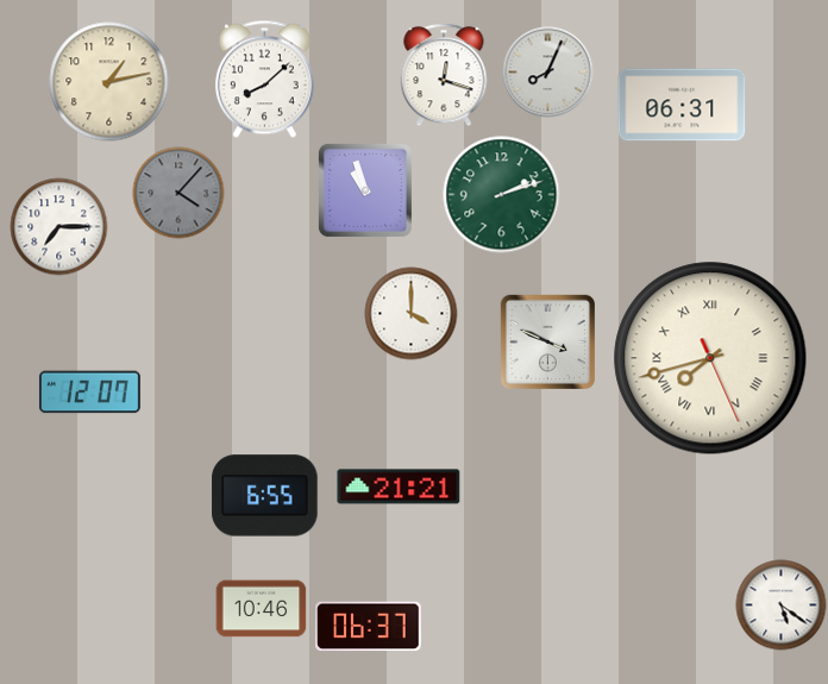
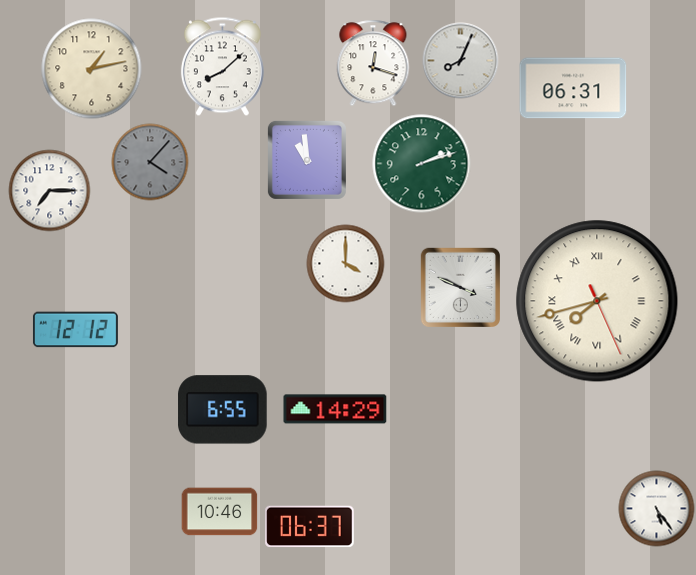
clock at (365, 190): 10:57 -> 10:59
clock at (89, 393): 12:07 -> 12:12
clock at (399, 487): 21:21 -> 14:29
clock at (265, 496) position: (265, 496) -> (223, 410)
clock at (782, 605): 5:21 -> 5:24
